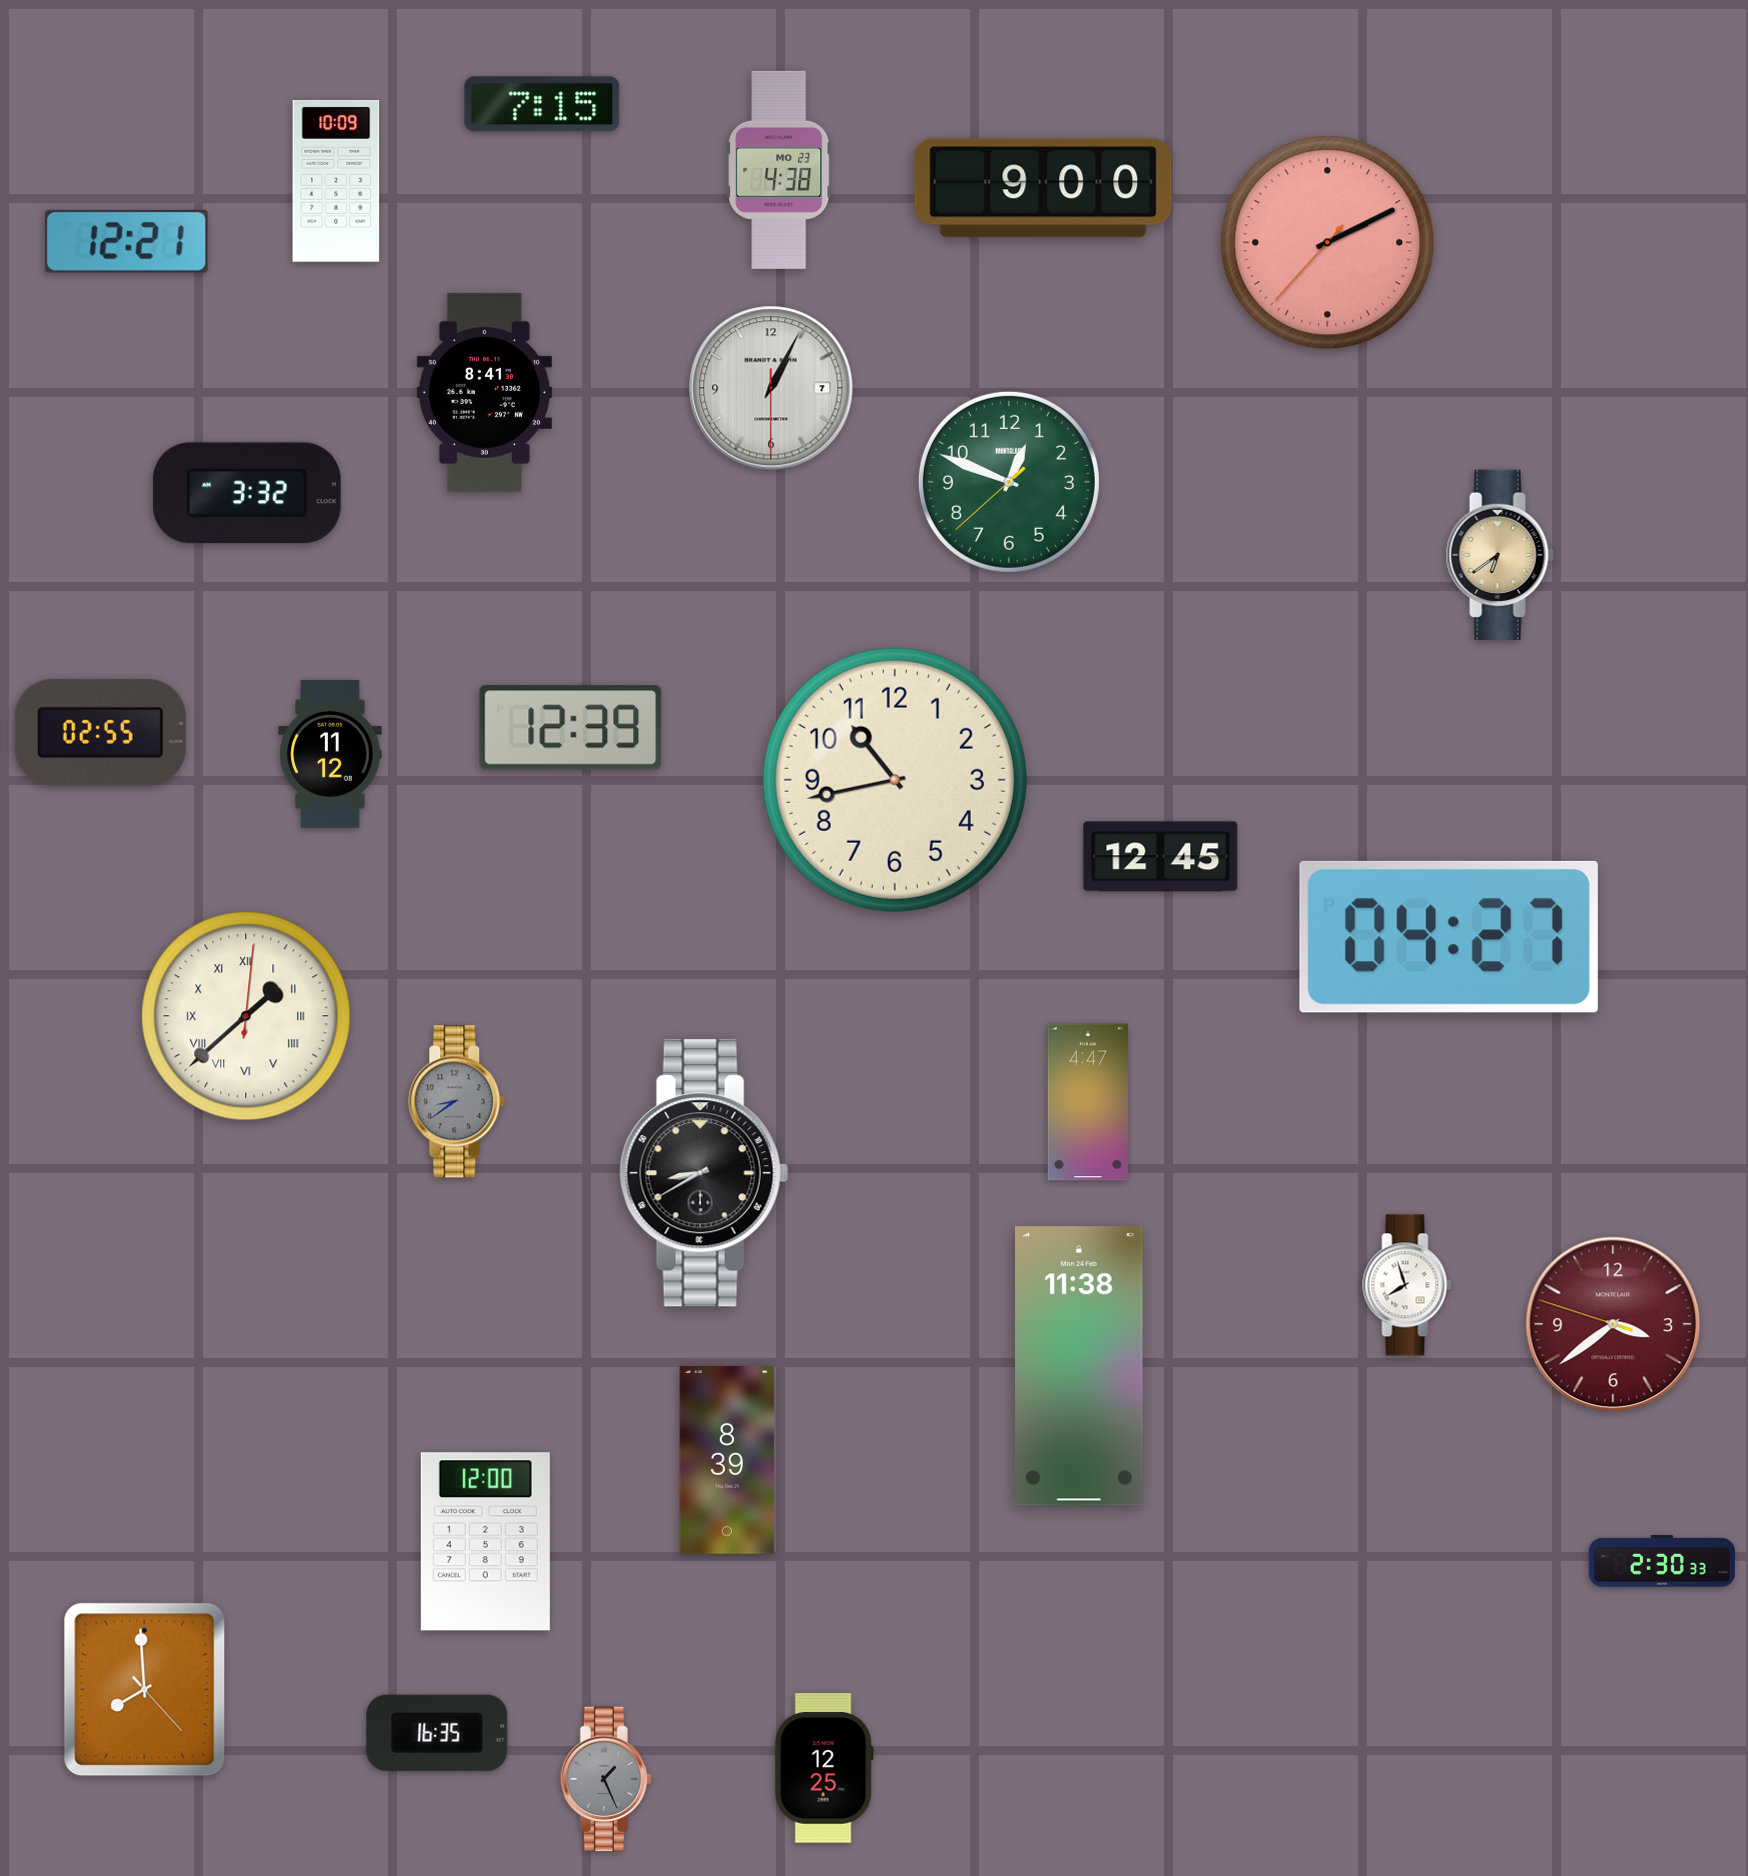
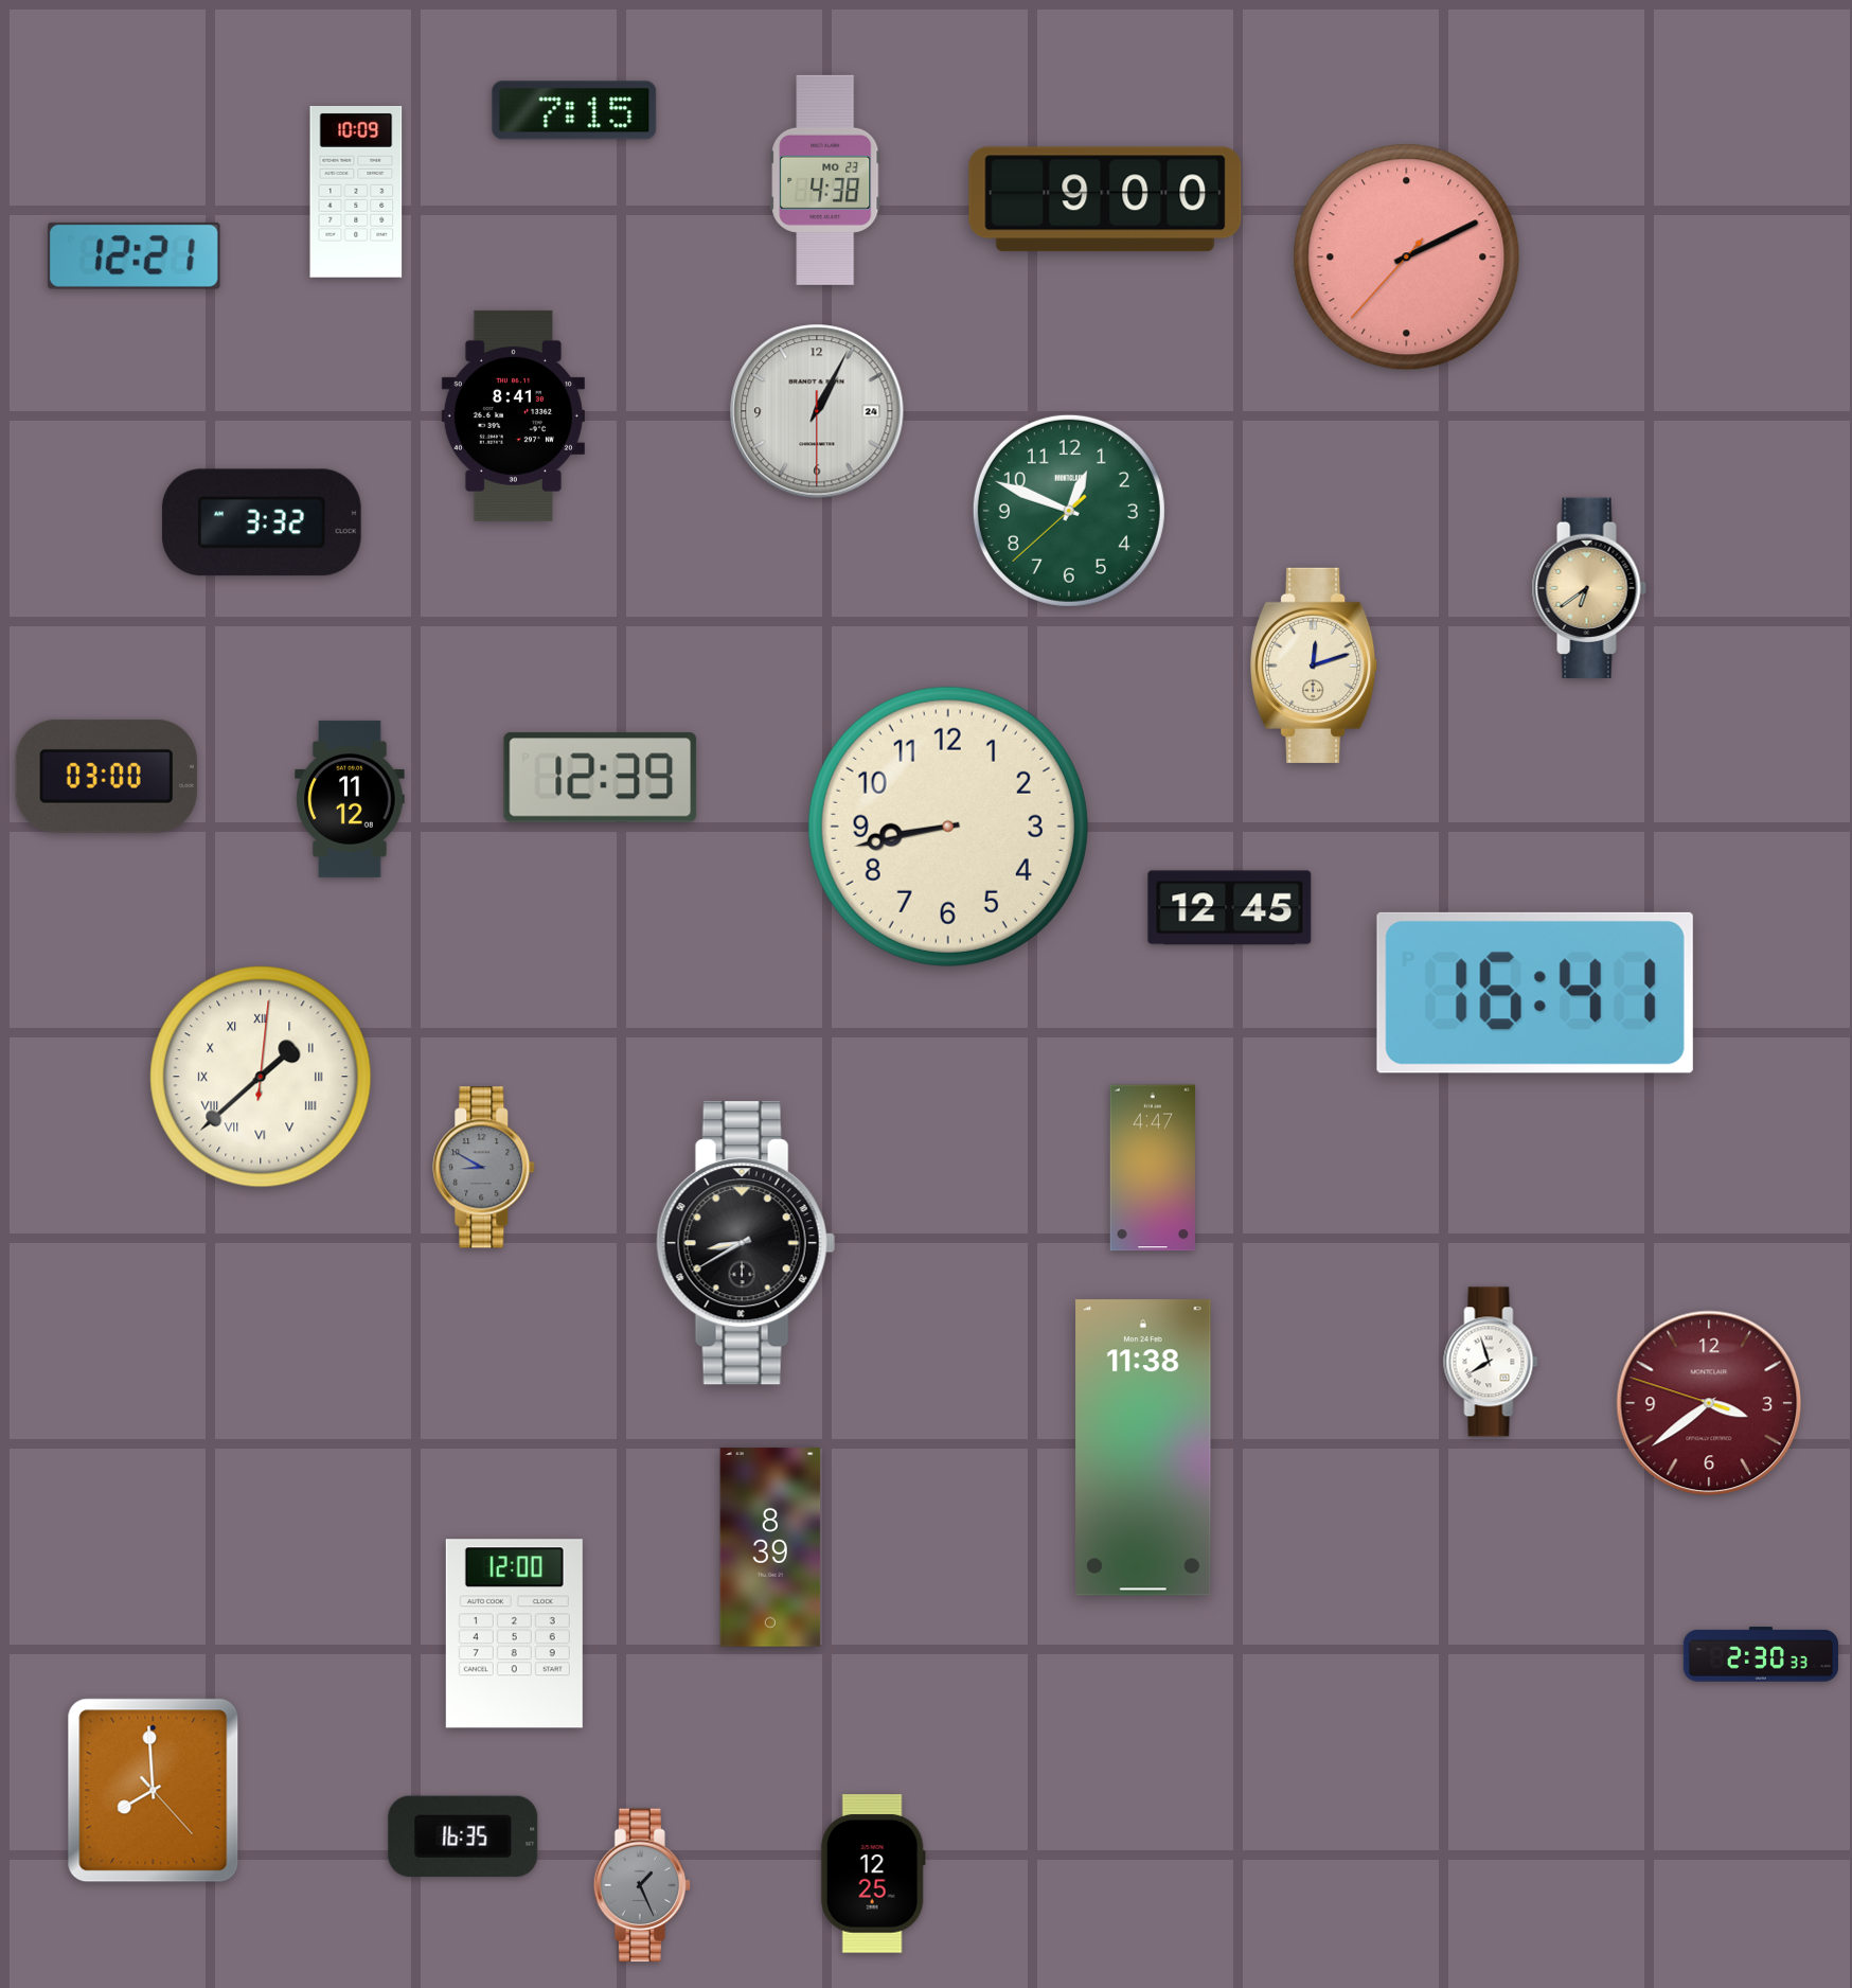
clock at (771, 388) date: 7 -> 24
clock at (1315, 665): none -> 12:12
clock at (571, 728) position: (571, 728) -> (601, 778)
clock at (100, 732): 02:55 -> 03:00
clock at (895, 780): 10:43 -> 8:43
clock at (1449, 937): 04:27 -> 16:41
clock at (457, 1102): 8:39 -> 8:50
